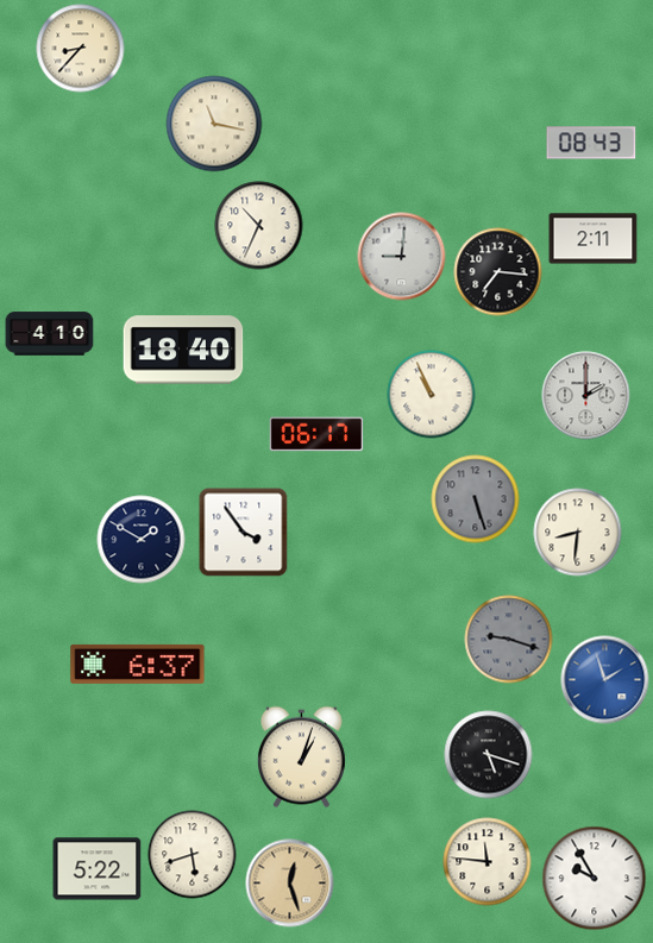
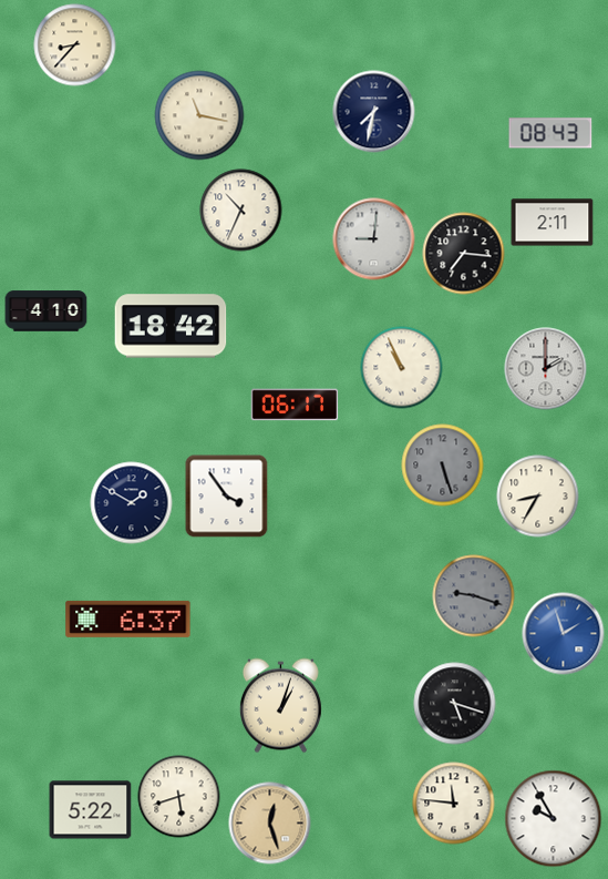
clock at (374, 112): none -> 7:32
clock at (183, 350): 18:40 -> 18:42
clock at (578, 533): 8:31 -> 8:35
